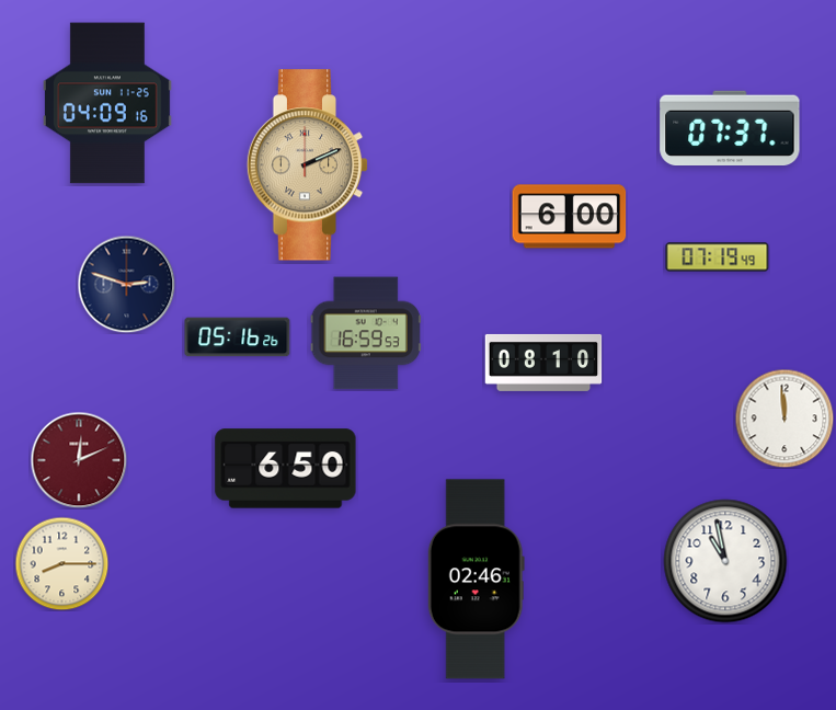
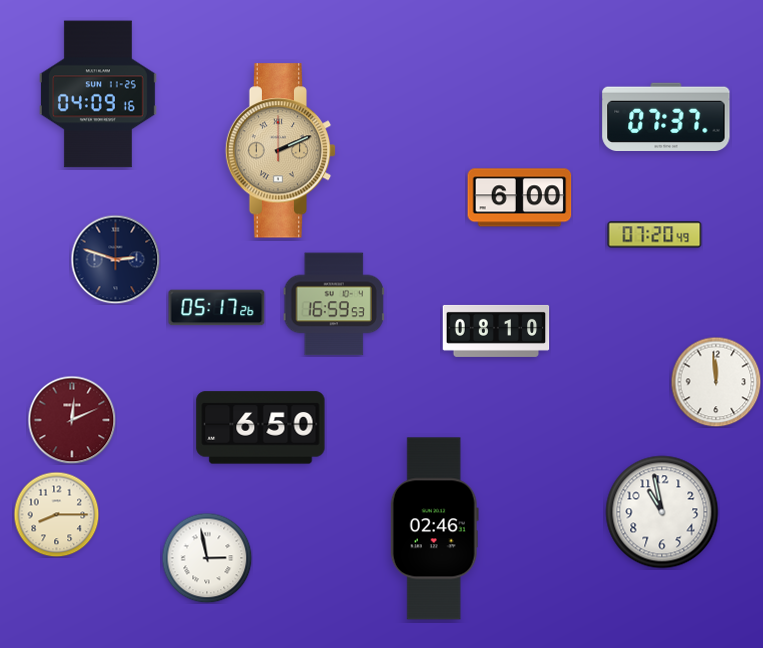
clock at (718, 257): 07:19 -> 07:20
clock at (238, 337): 05:16 -> 05:17
clock at (207, 558): none -> 2:58
